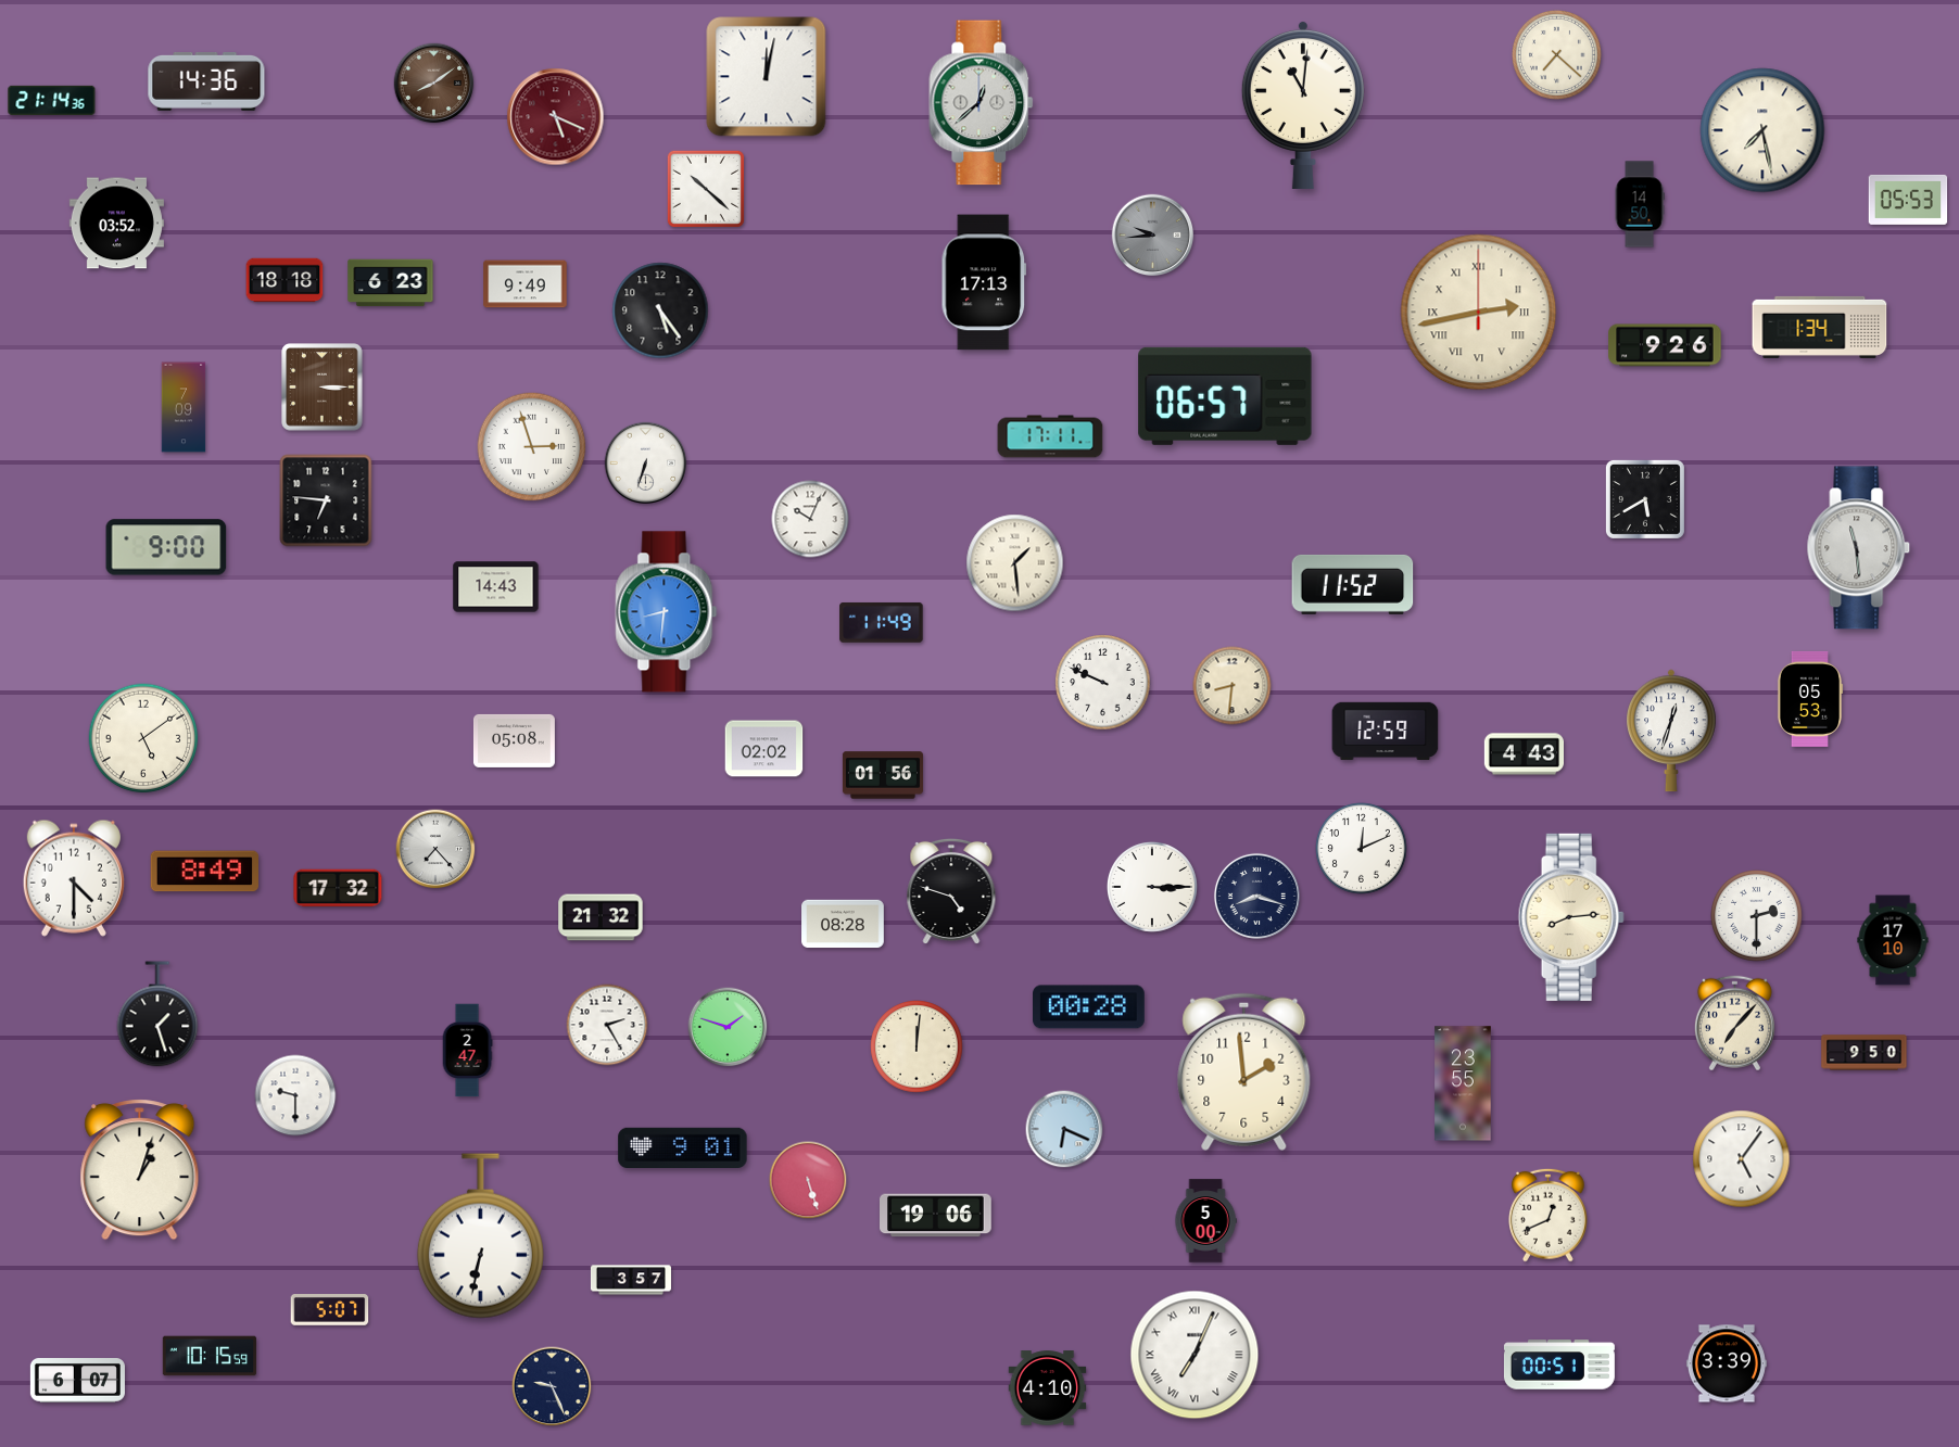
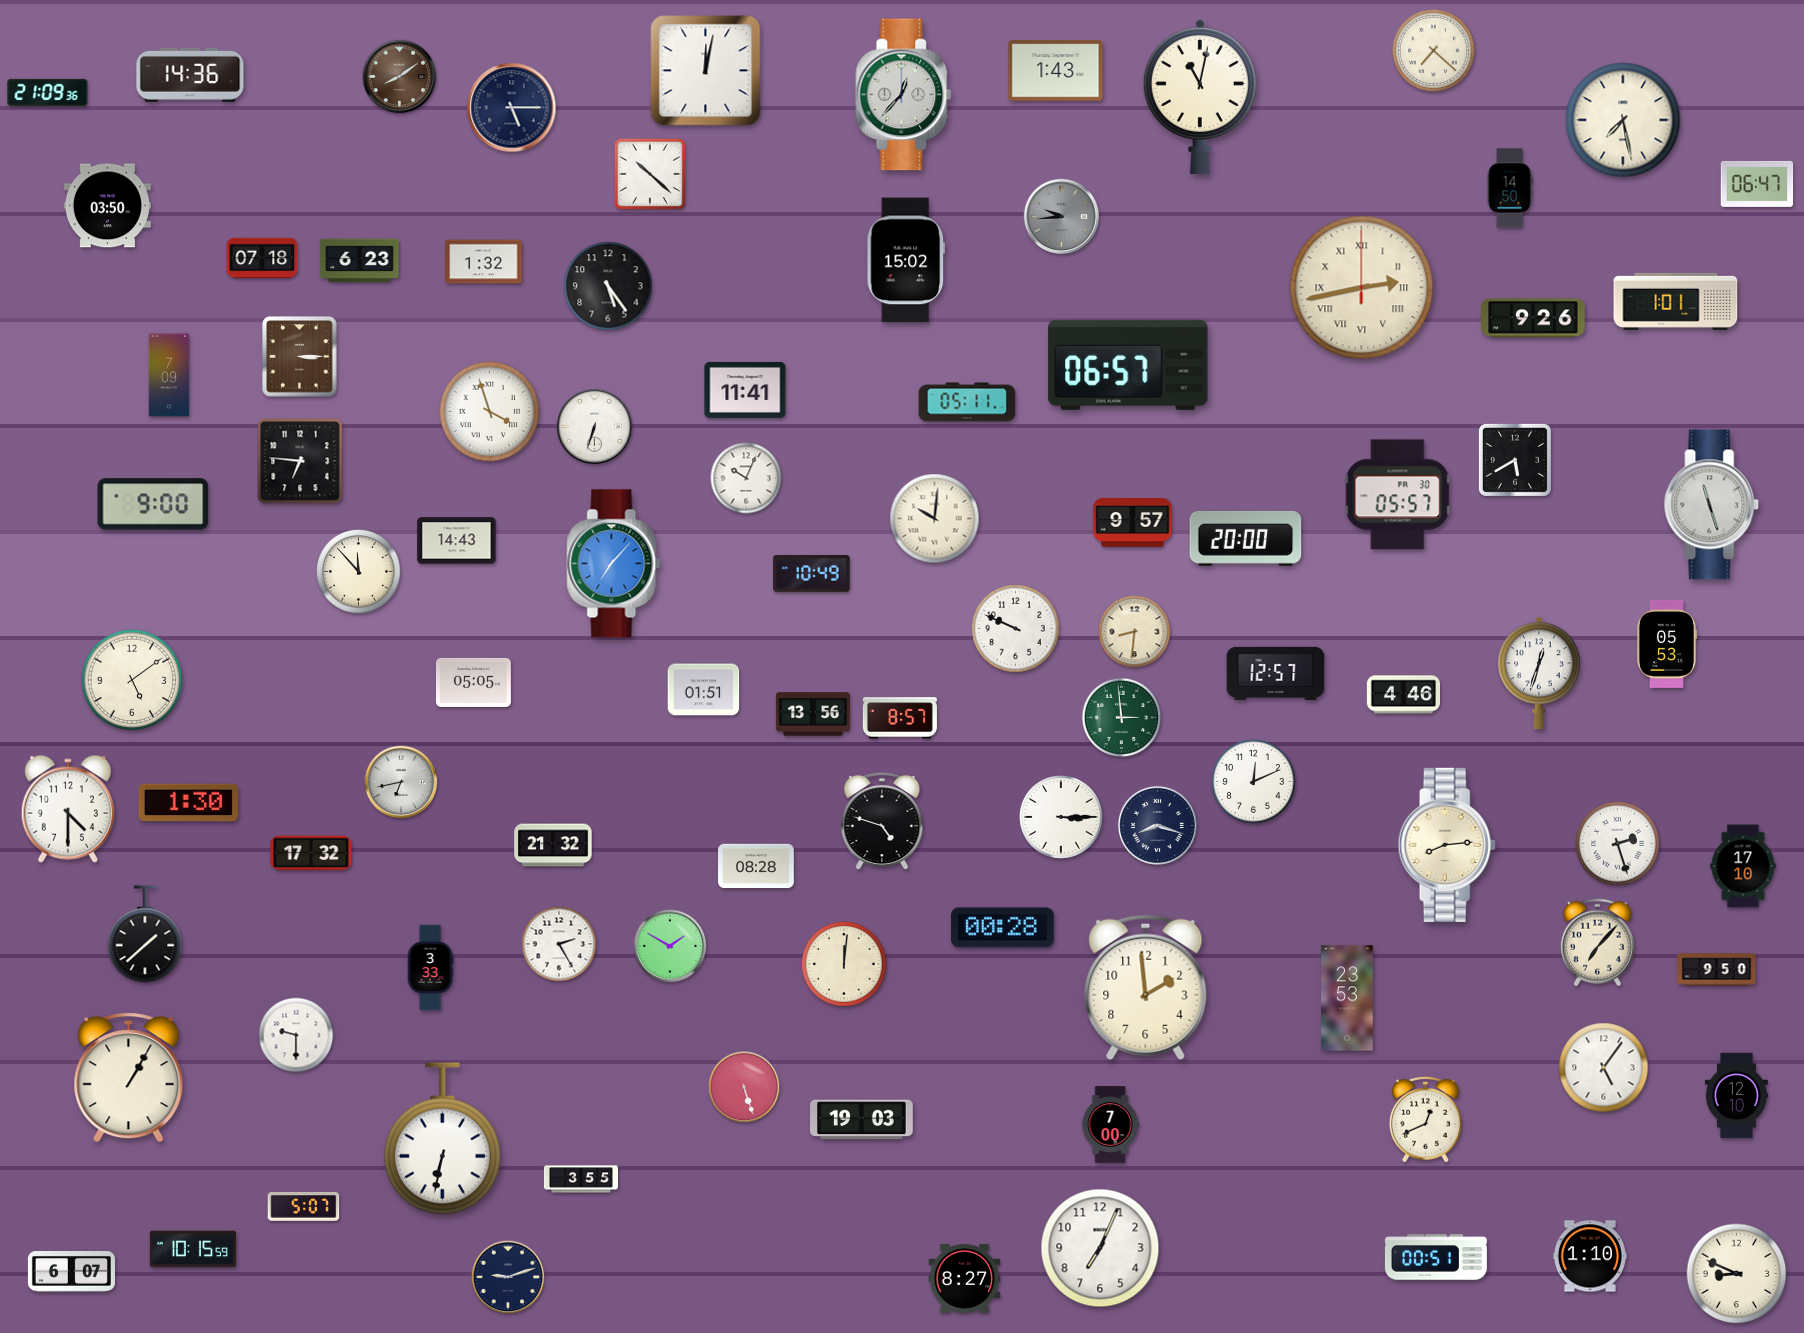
clock at (1056, 71): none -> 1:43
clock at (52, 100): 21:14 -> 21:09
clock at (982, 103): 12:38 -> 12:37
clock at (1303, 104): 11:01 -> 11:02
clock at (556, 117): 5:19 -> 5:15
clock at (556, 117) dial: burgundy -> navy
clock at (1908, 200): 05:53 -> 06:47
clock at (116, 224): 03:52 -> 03:50
clock at (285, 280): 18:18 -> 07:18
clock at (984, 282): 17:13 -> 15:02
clock at (526, 284): 9:49 -> 1:32
clock at (1820, 327): 1:34 -> 1:01
clock at (323, 388) position: (323, 388) -> (300, 357)
clock at (745, 390): none -> 11:41
clock at (1050, 436): 17:11 -> 05:11
clock at (532, 447): 2:57 -> 3:57
clock at (1398, 495): none -> 05:57
clock at (1859, 548): 11:29 -> 11:27
clock at (1015, 563): 1:29 -> 10:01
clock at (1133, 522): none -> 9:57
clock at (1353, 584): 11:52 -> 20:00
clock at (667, 612): 8:31 -> 7:07
clock at (359, 572): none -> 11:53
clock at (882, 622): 11:49 -> 10:49
clock at (1386, 732): 12:59 -> 12:57
clock at (514, 740): 05:08 -> 05:05
clock at (764, 749): 02:02 -> 01:51
clock at (1524, 754): 4:43 -> 4:46
clock at (883, 775): 01:56 -> 13:56
clock at (900, 718): none -> 8:57
clock at (1122, 718): none -> 2:59
clock at (435, 849): 7:23 -> 6:43
clock at (204, 872): 8:49 -> 1:30
clock at (338, 888) position: (338, 888) -> (311, 853)
clock at (951, 891) position: (951, 891) -> (882, 821)
clock at (1757, 916): 2:30 -> 2:27
clock at (843, 924) position: (843, 924) -> (756, 866)
clock at (157, 1014): 1:27 -> 1:38
clock at (728, 1027): 1:48 -> 1:50
clock at (467, 1051): 2:47 -> 3:33
clock at (1463, 1083): 23:55 -> 23:53
clock at (295, 1095) position: (295, 1095) -> (296, 1035)
clock at (1064, 1129): 6:19 -> none
clock at (683, 1147): 9:01 -> none
clock at (140, 1170): 1:03 -> 1:05
clock at (1736, 1096): none -> 12:10
clock at (936, 1216): 19:06 -> 19:03
clock at (1205, 1221): 5:00 -> 7:00
clock at (631, 1280): 3:57 -> 3:55
clock at (1195, 1355) numerals: Roman -> Arabic
clock at (1727, 1363): 3:39 -> 1:10
clock at (1737, 1274): none -> 8:49
clock at (552, 1386): 9:26 -> 9:12
clock at (1048, 1388): 4:10 -> 8:27
